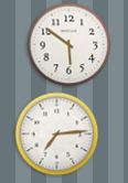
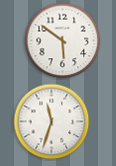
clock at (57, 134): 7:14 -> 11:33
